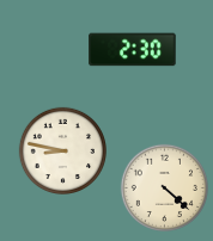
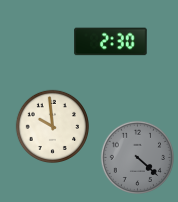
clock at (62, 150): 8:47 -> 9:59
clock at (164, 187) dial: cream -> grey
